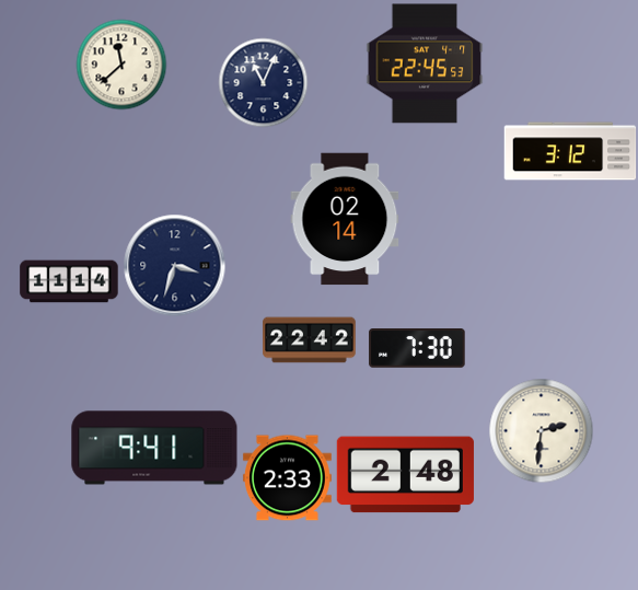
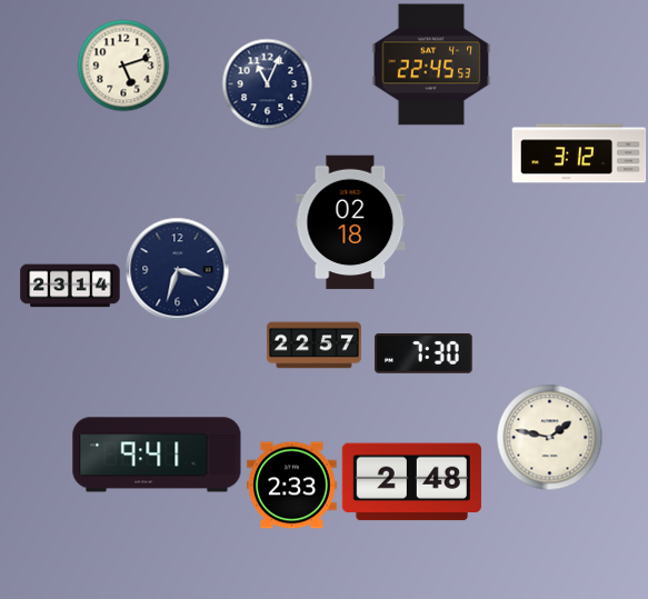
clock at (121, 65): 11:38 -> 5:12
clock at (345, 219): 02:14 -> 02:18
clock at (69, 281): 11:14 -> 23:14
clock at (310, 340): 22:42 -> 22:57
clock at (541, 430): 2:31 -> 1:47
